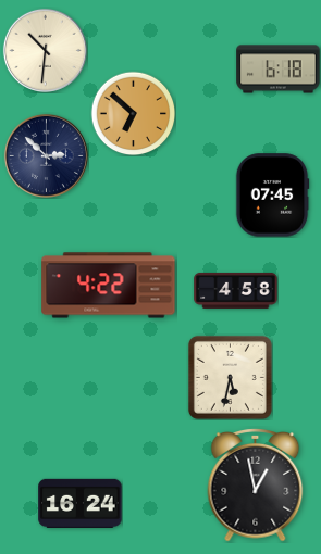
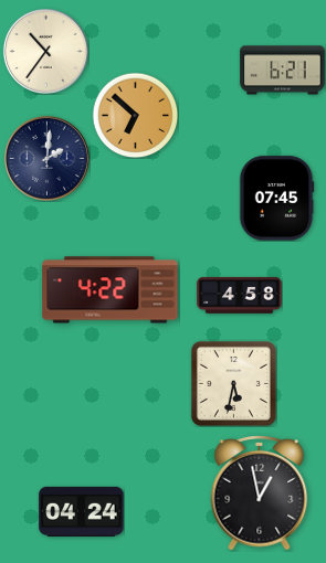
clock at (45, 50): 10:31 -> 10:36
clock at (279, 70): 6:18 -> 6:21
clock at (46, 155): 2:52 -> 2:01
clock at (81, 503): 16:24 -> 04:24
